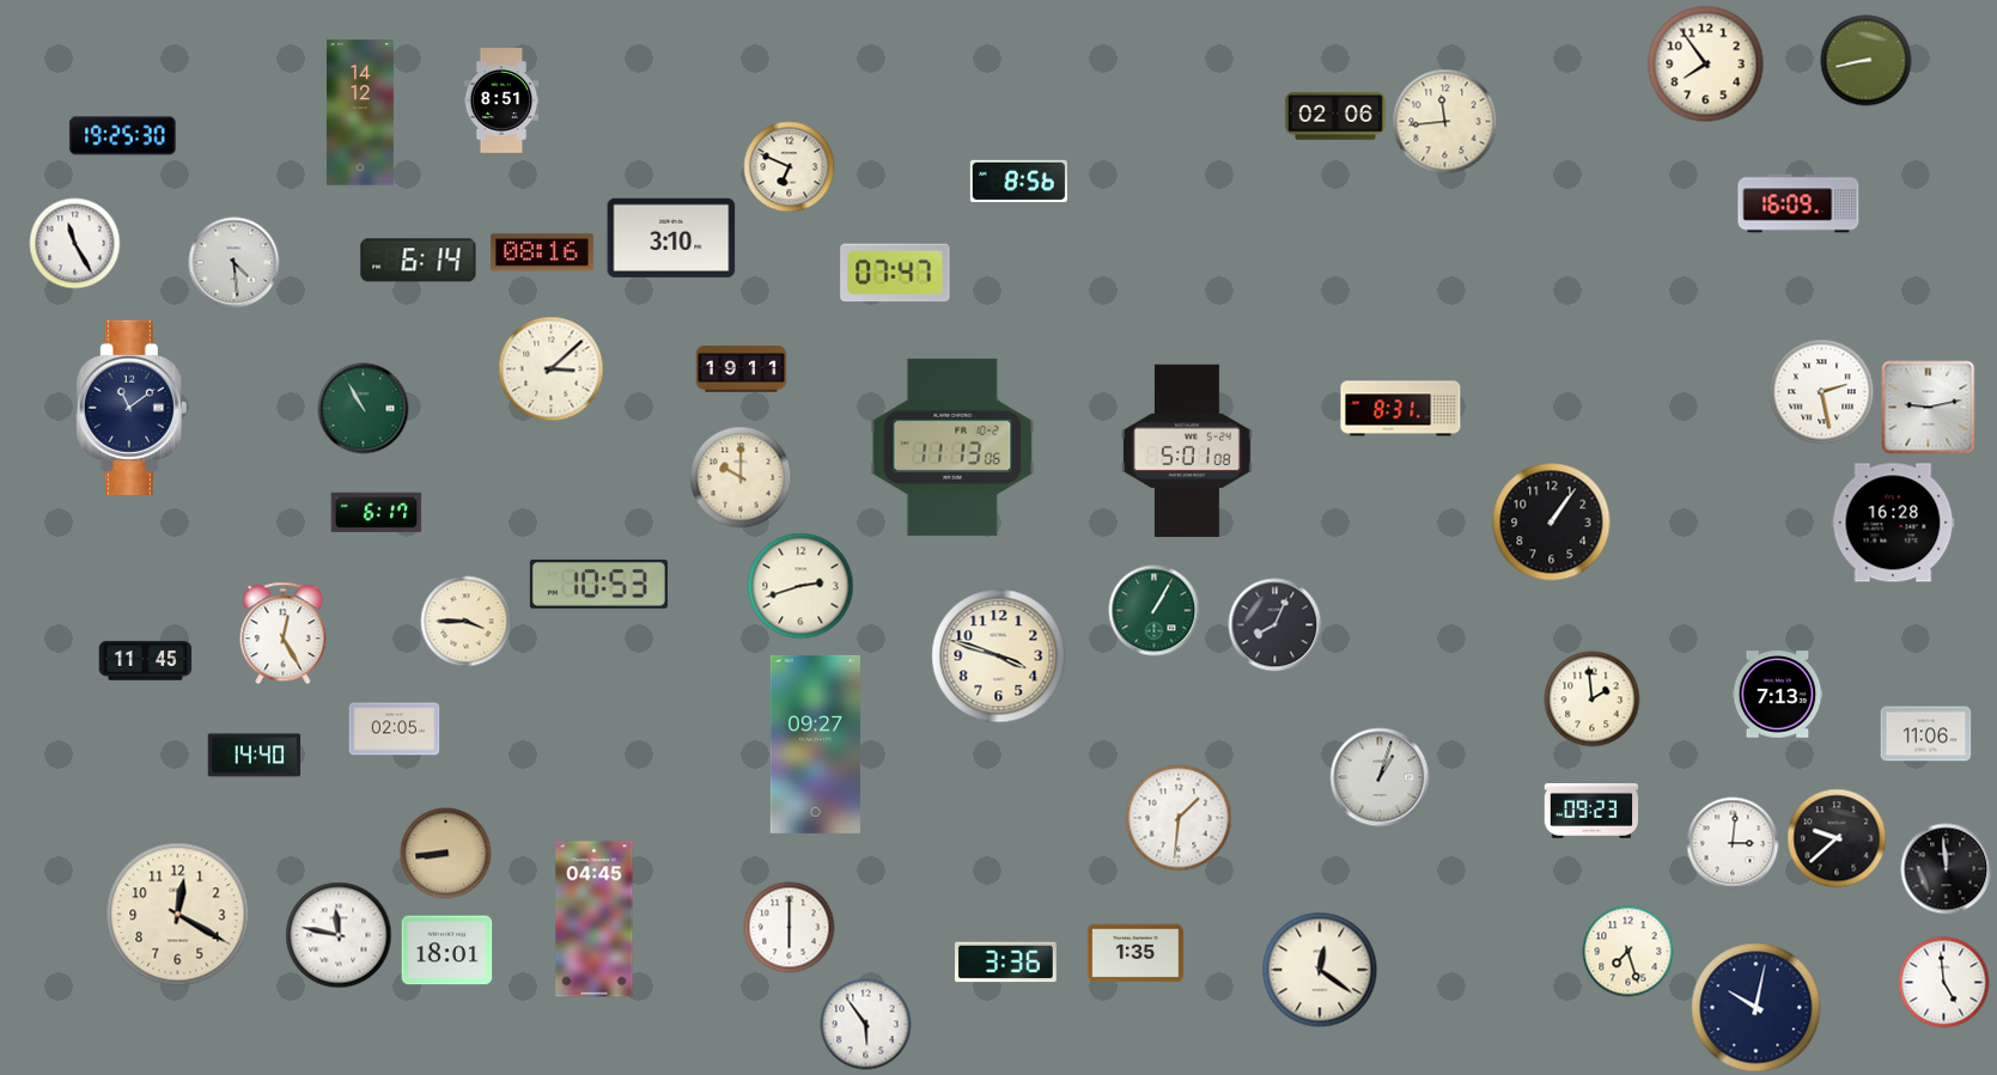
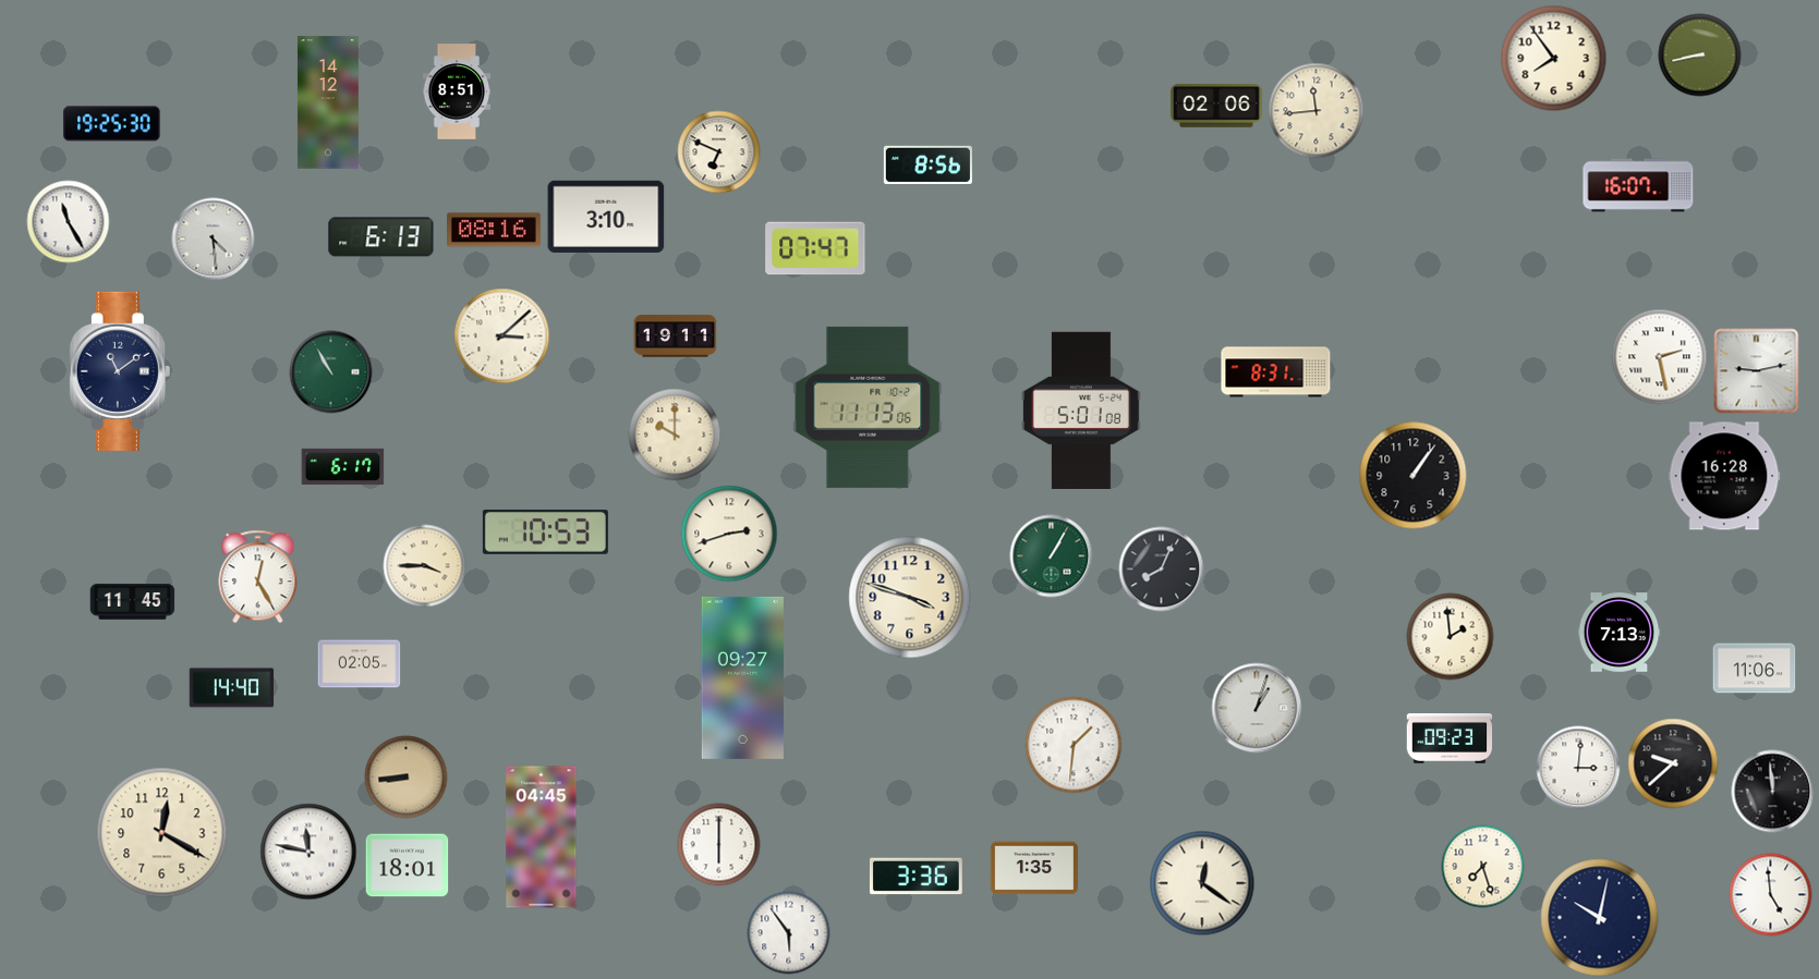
clock at (1798, 203): 16:09 -> 16:07
clock at (671, 238) position: (671, 238) -> (606, 217)
clock at (419, 261): 6:14 -> 6:13
